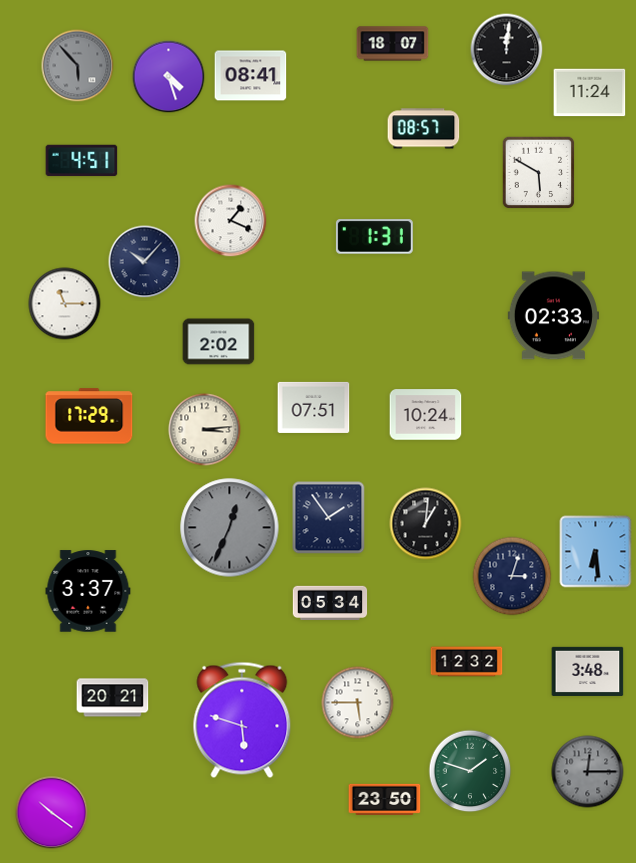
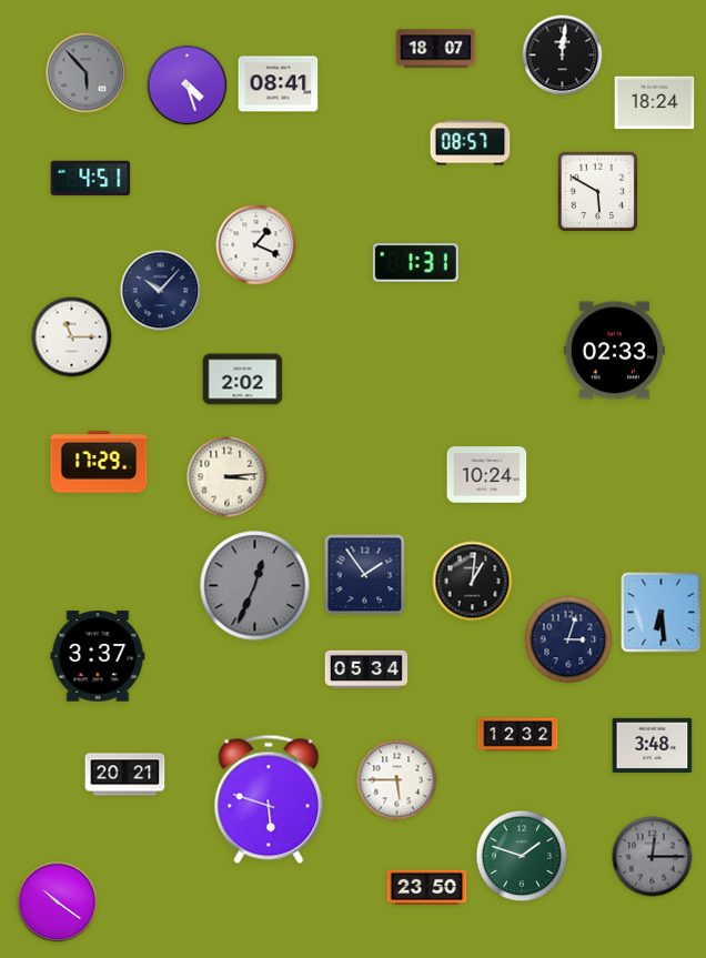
clock at (590, 93): 11:24 -> 18:24
clock at (314, 407): 07:51 -> none
clock at (426, 415) position: (426, 415) -> (487, 475)
